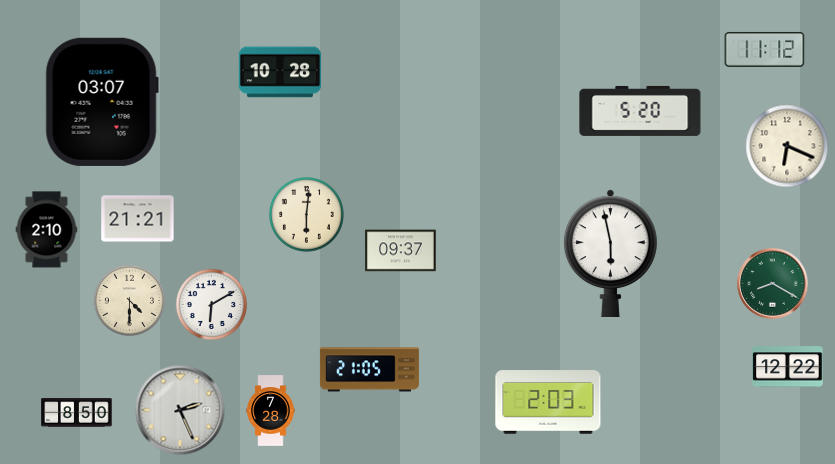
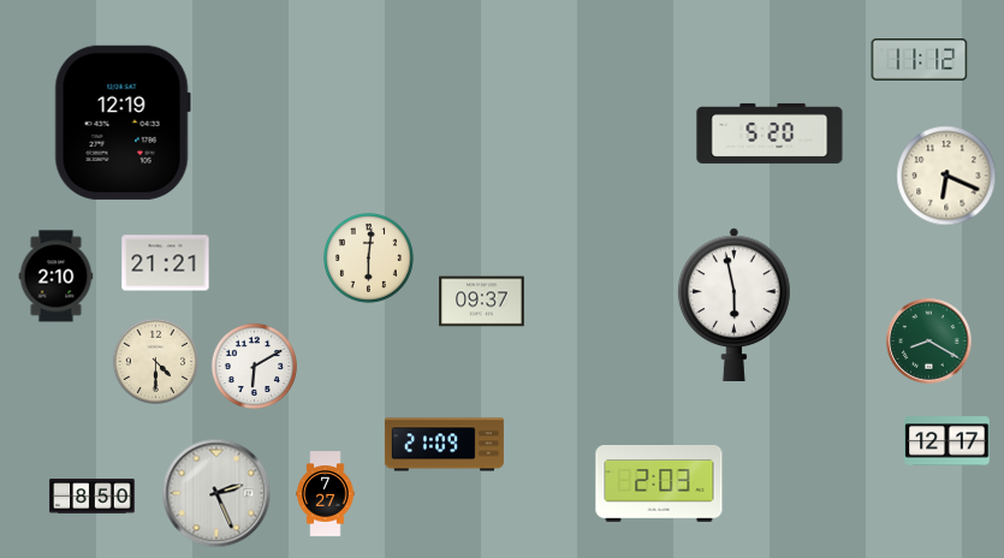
clock at (280, 72): 10:28 -> none
clock at (102, 102): 03:07 -> 12:19
clock at (788, 367): 12:22 -> 12:17
clock at (369, 370): 21:05 -> 21:09
clock at (271, 411): 7:28 -> 7:27
